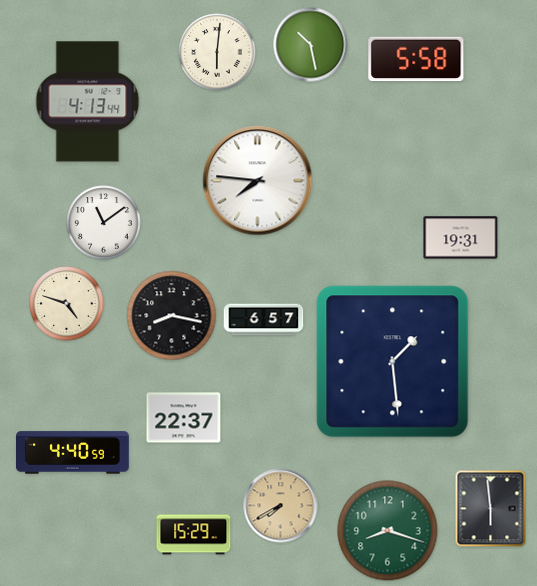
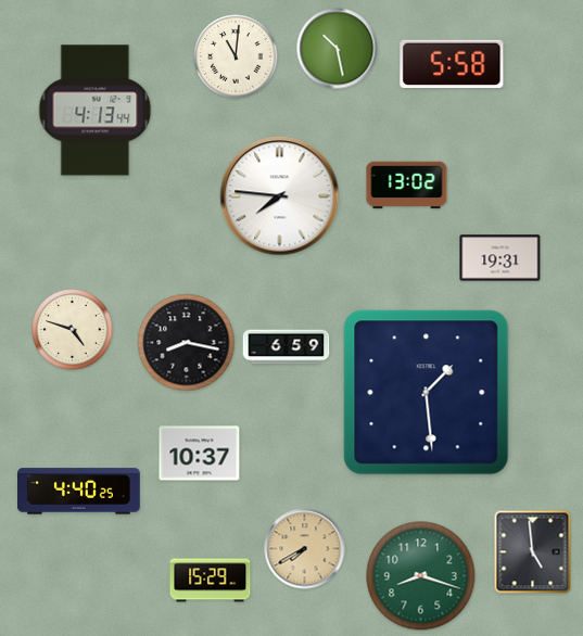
clock at (217, 52): 6:01 -> 11:01
clock at (407, 186): none -> 13:02
clock at (104, 223): 11:09 -> none
clock at (264, 320): 6:57 -> 6:59
clock at (184, 418): 22:37 -> 10:37
clock at (73, 453): 4:40:59 -> 4:40:25
clock at (491, 509): 5:59 -> 4:59
